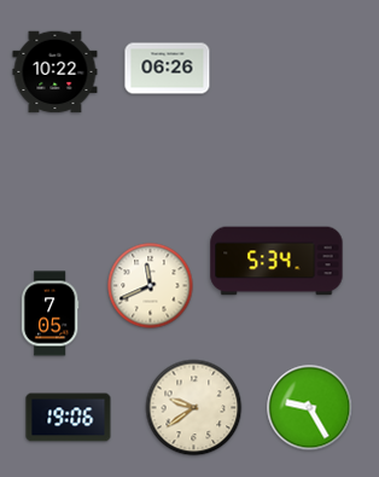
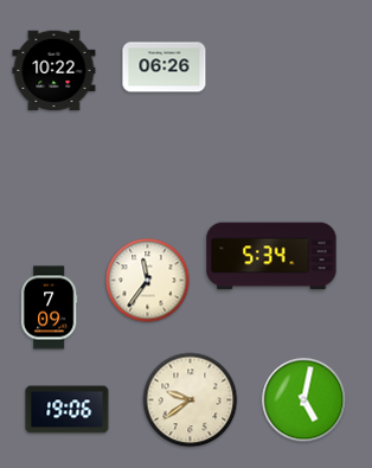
clock at (151, 286): 11:41 -> 11:36
clock at (49, 314): 7:05 -> 7:09
clock at (310, 408): 9:25 -> 5:02
